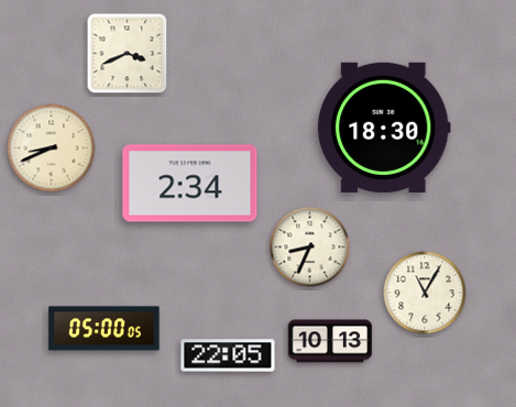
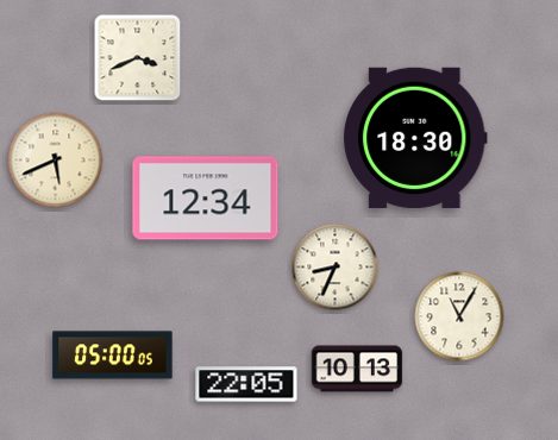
clock at (52, 148): 8:41 -> 5:41
clock at (190, 184): 2:34 -> 12:34
